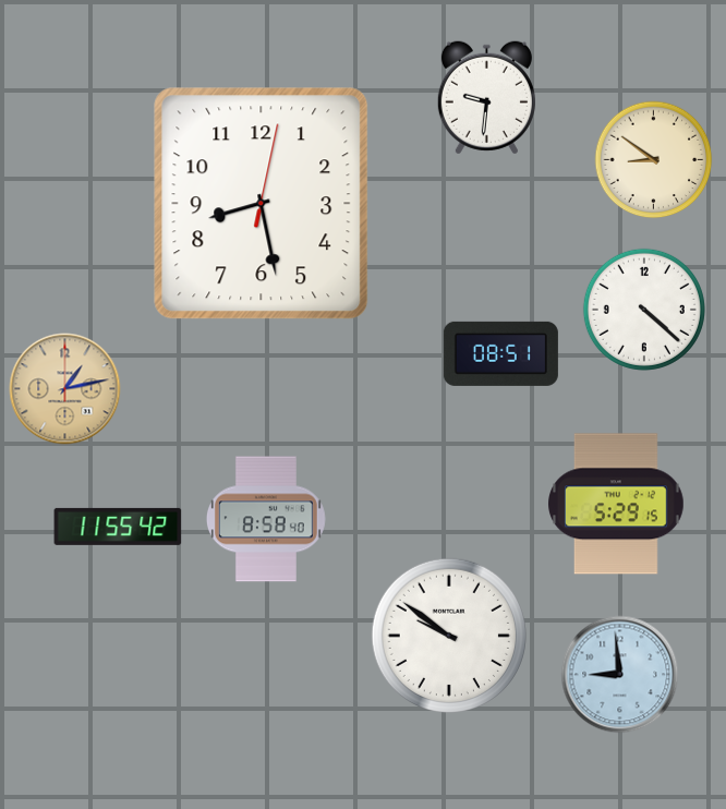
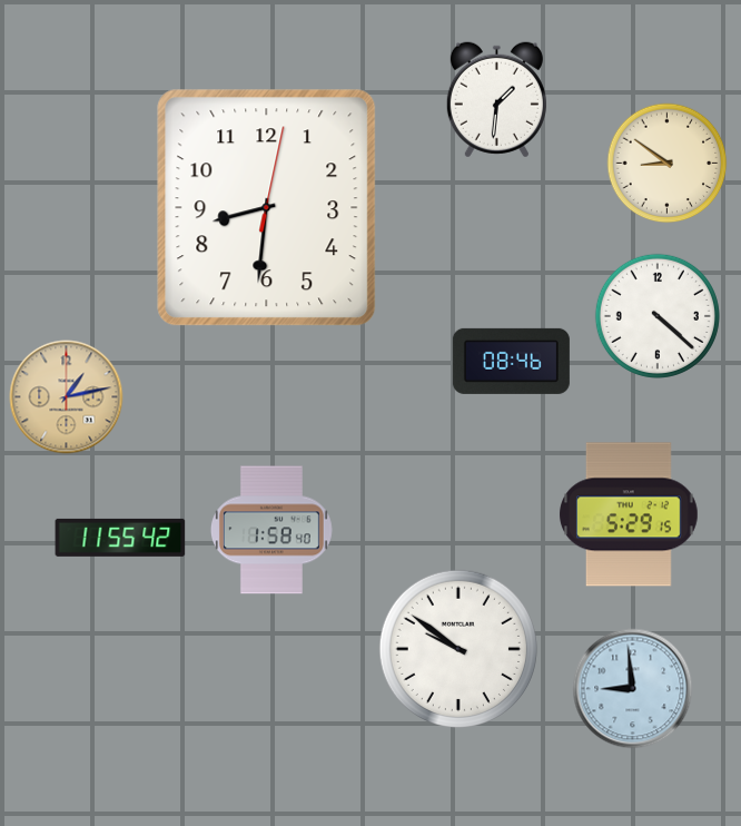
clock at (486, 98): 9:31 -> 1:31
clock at (262, 204): 8:28 -> 8:31
clock at (500, 353): 08:51 -> 08:46
clock at (266, 519): 8:58 -> 1:58
